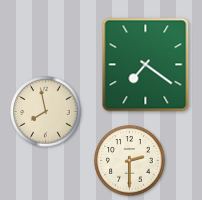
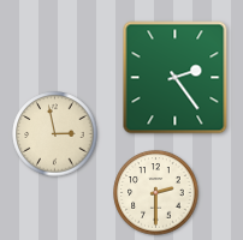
clock at (146, 65): 7:21 -> 2:24
clock at (46, 112): 7:58 -> 2:58
